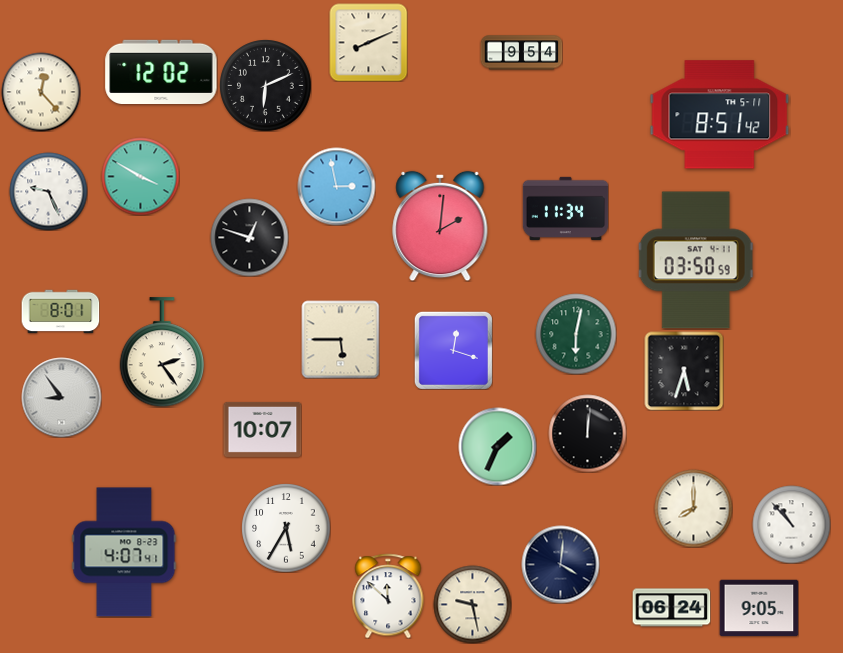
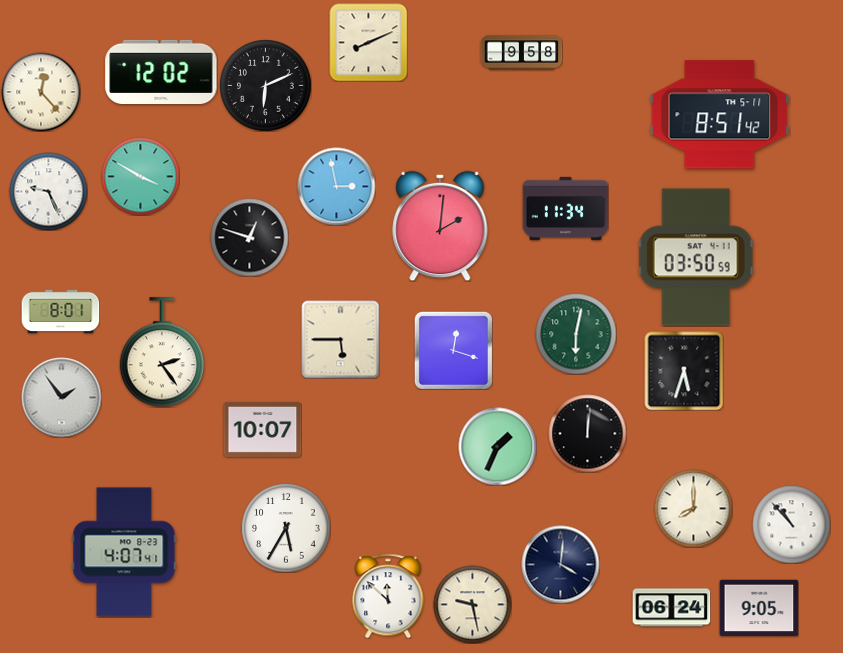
clock at (521, 53): 9:54 -> 9:58
clock at (696, 260) position: (696, 260) -> (696, 257)
clock at (61, 397): 8:54 -> 1:54
